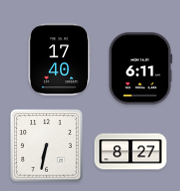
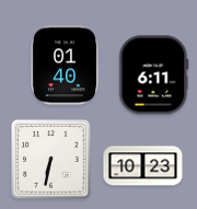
clock at (58, 60): 17:40 -> 01:40
clock at (131, 152): 8:27 -> 10:23
